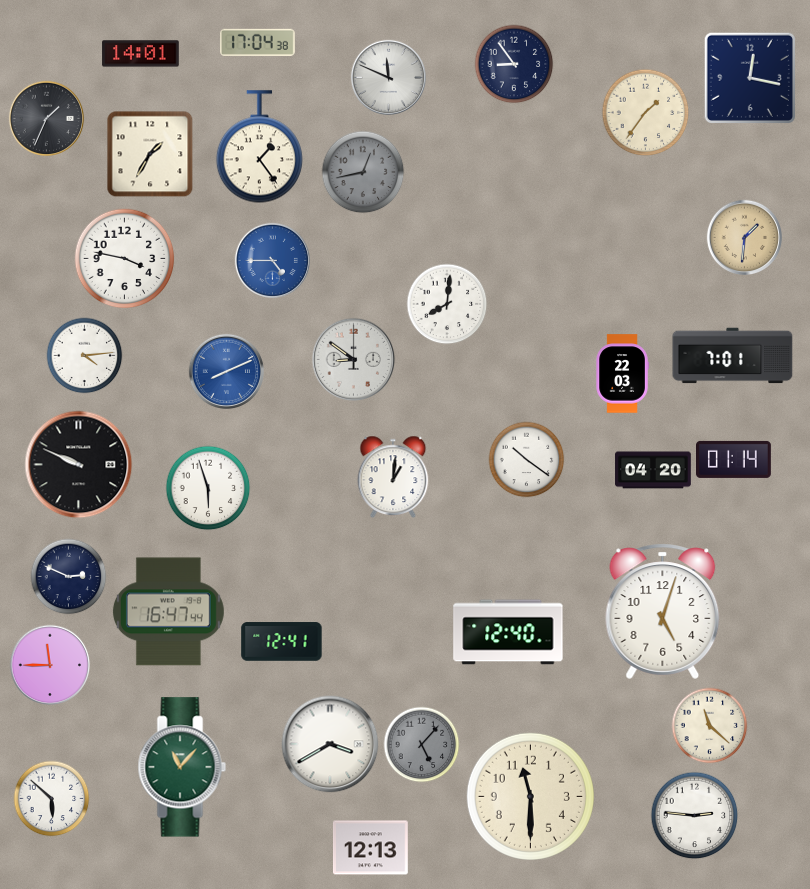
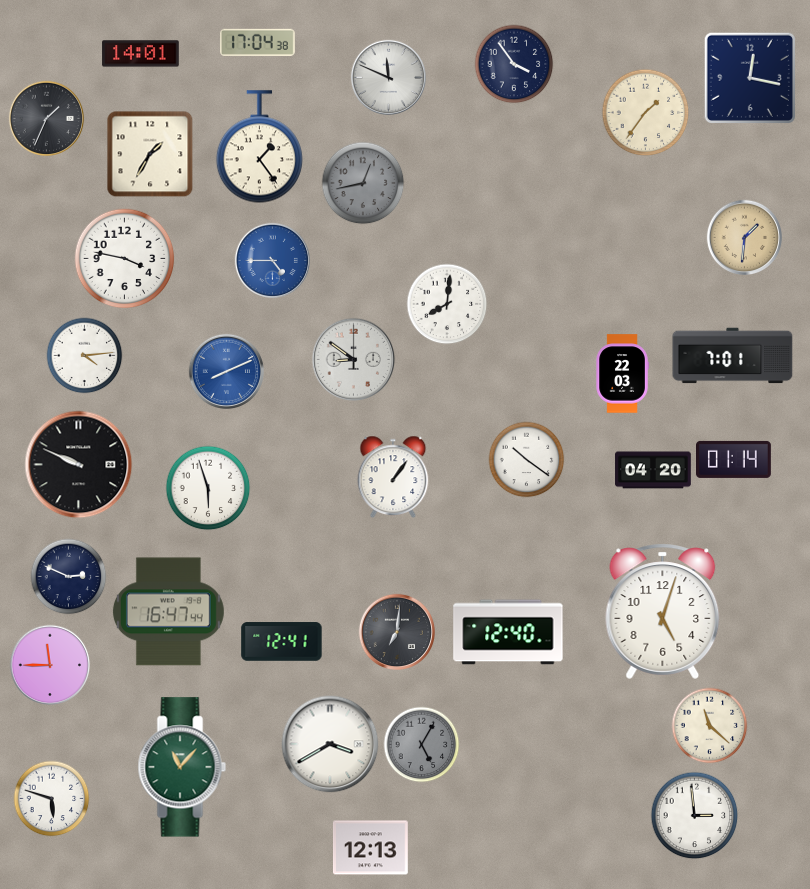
clock at (514, 64): 8:54 -> 3:54
clock at (363, 172) position: (363, 172) -> (363, 183)
clock at (393, 476): 1:01 -> 1:06
clock at (396, 631): none -> 7:01
clock at (422, 745): 5:07 -> 5:05
clock at (530, 796): 11:30 -> none
clock at (52, 799): 5:52 -> 5:48
clock at (695, 816): 2:46 -> 2:59
